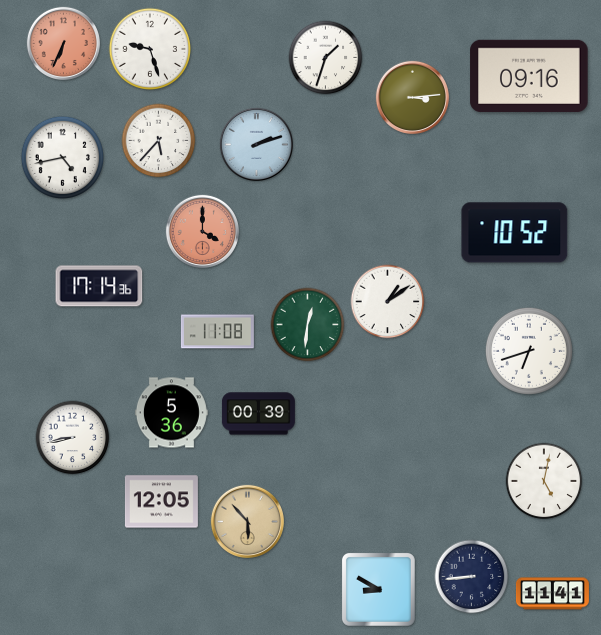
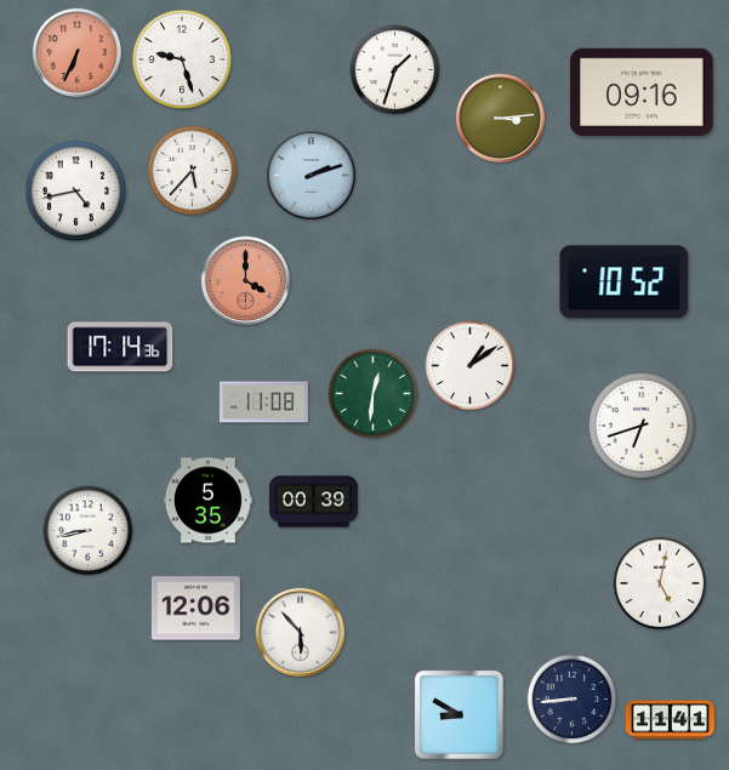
clock at (171, 413): 5:36 -> 5:35
clock at (161, 502): 12:05 -> 12:06
clock at (247, 521) dial: champagne -> white
